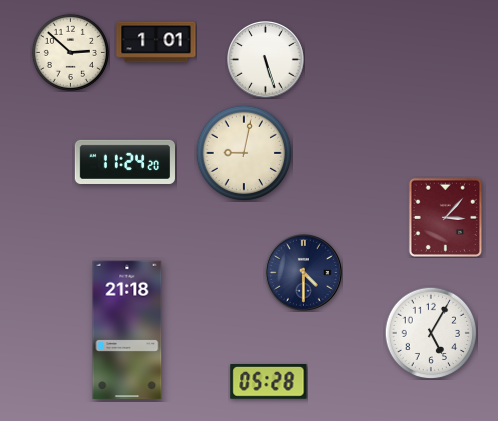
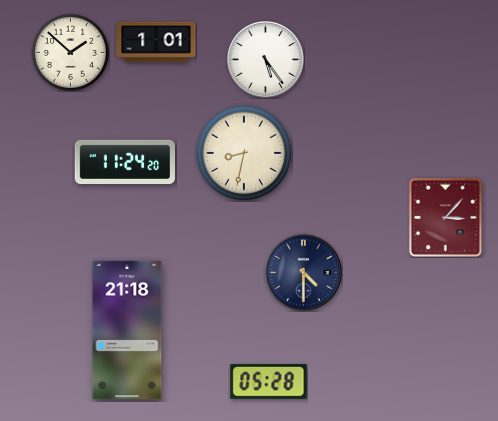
clock at (70, 52): 2:52 -> 1:52
clock at (266, 60): 5:27 -> 5:24
clock at (244, 153): 9:02 -> 8:32
clock at (431, 333): 5:05 -> none
